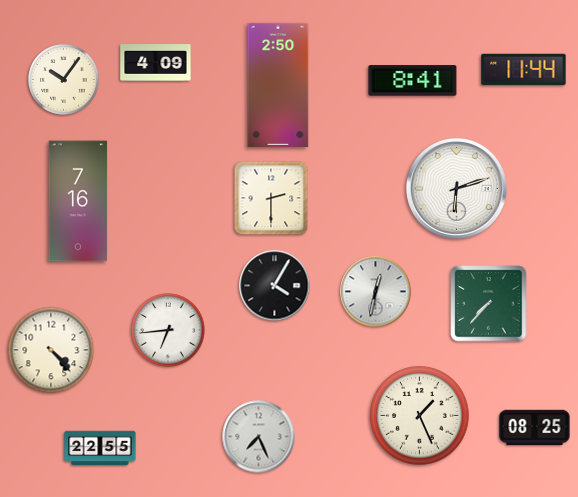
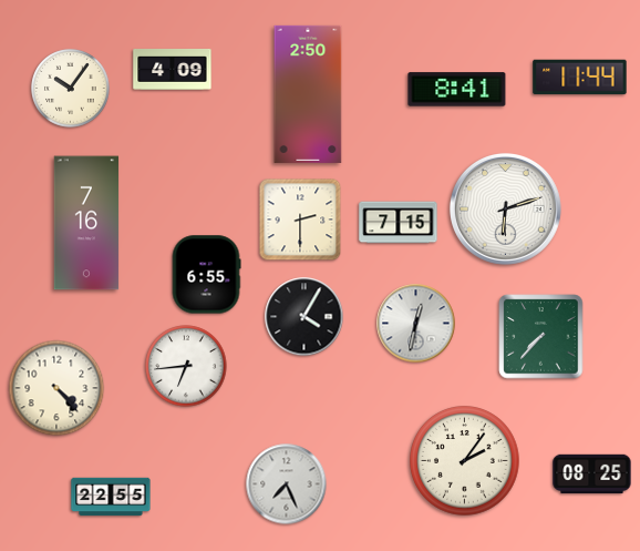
clock at (399, 223): none -> 7:15
clock at (206, 275): none -> 6:55
clock at (420, 416): 1:26 -> 2:06
